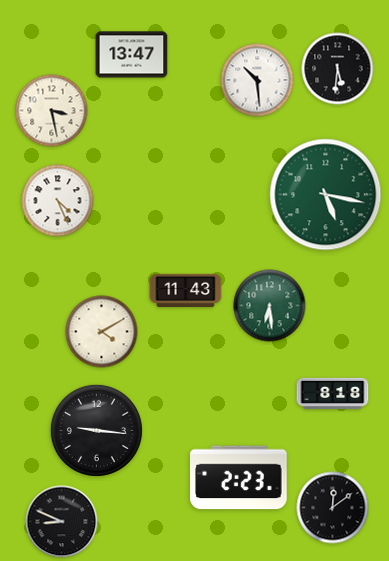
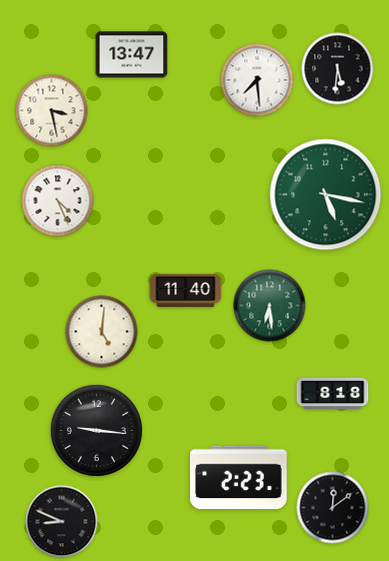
clock at (257, 80): 10:29 -> 7:29
clock at (186, 290): 11:43 -> 11:40
clock at (102, 332): 4:10 -> 5:01
